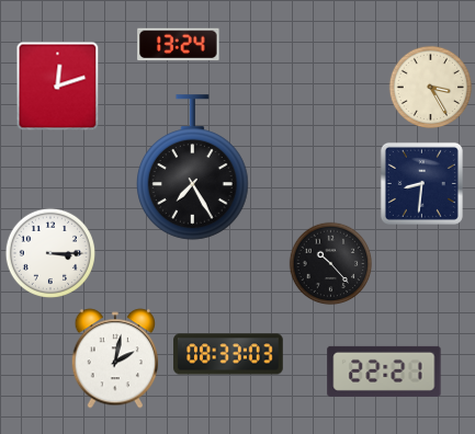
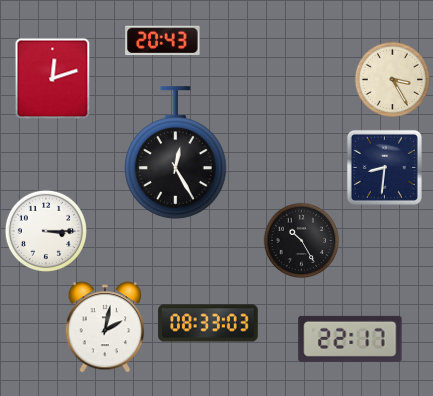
clock at (179, 45): 13:24 -> 20:43
clock at (193, 168): 7:25 -> 12:25
clock at (331, 264): 10:23 -> 10:25
clock at (384, 372): 22:21 -> 22:17
